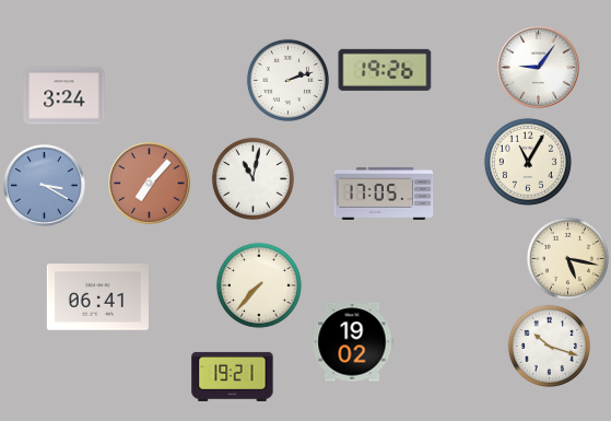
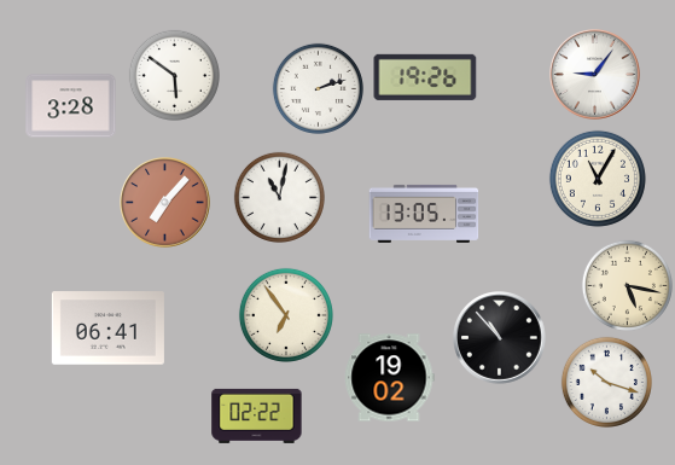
clock at (174, 75): none -> 5:51
clock at (64, 96): 3:24 -> 3:28
clock at (528, 162) position: (528, 162) -> (598, 179)
clock at (45, 186): 3:20 -> none
clock at (384, 194): 17:05 -> 13:05
clock at (259, 285): 7:37 -> 6:54
clock at (500, 338): none -> 10:53
clock at (233, 376): 19:21 -> 02:22
